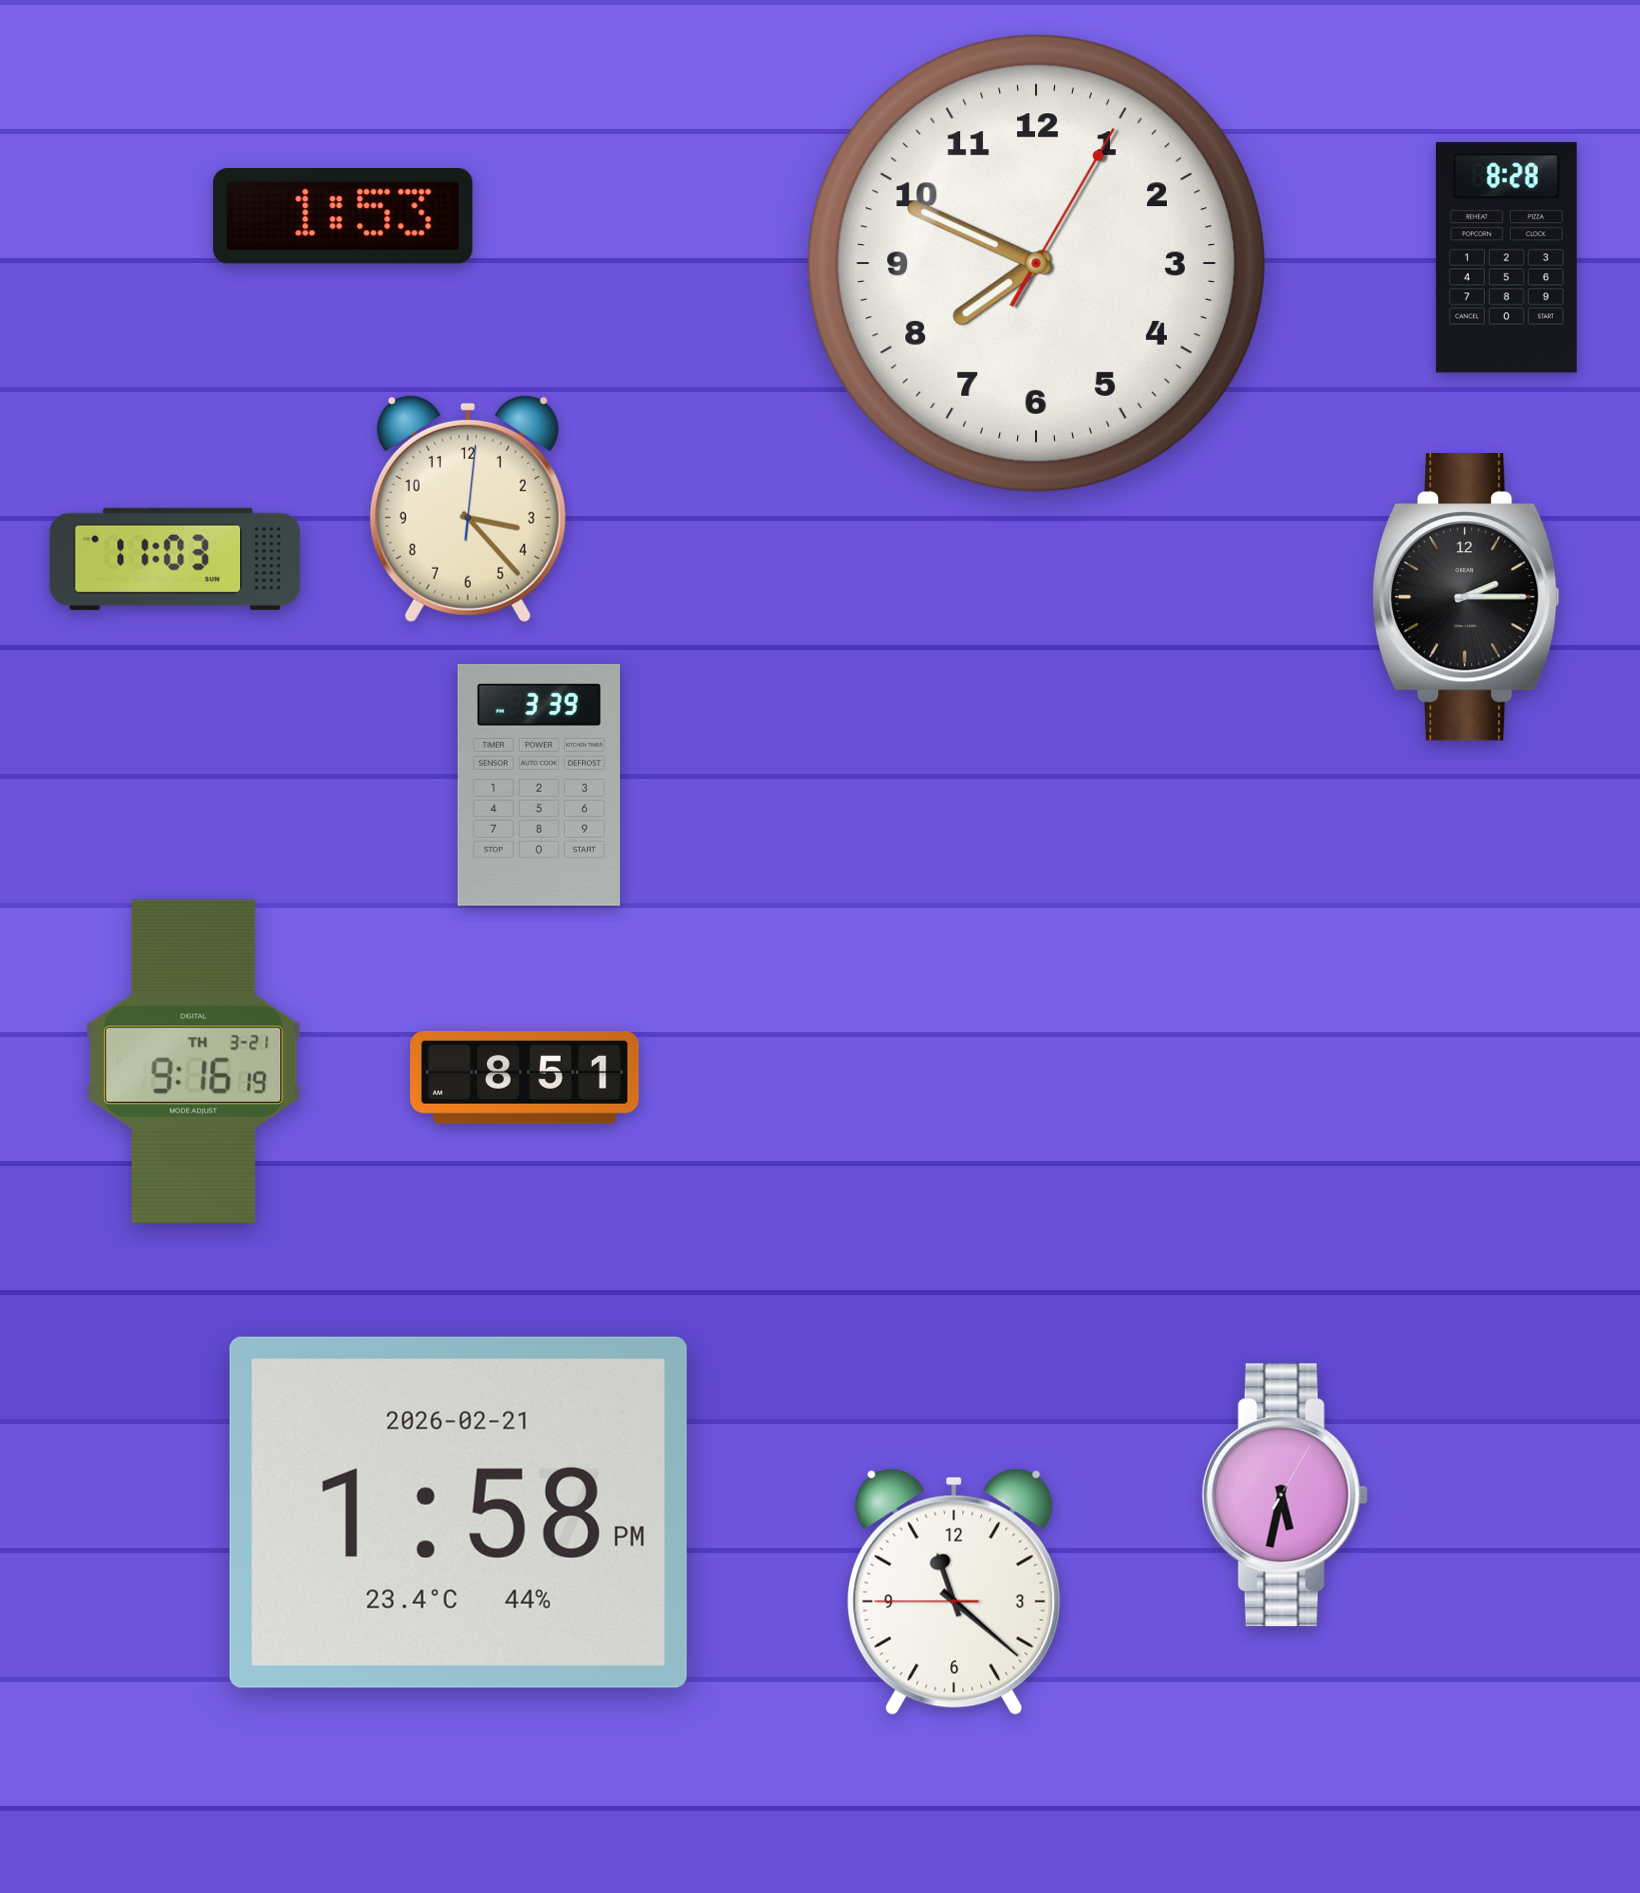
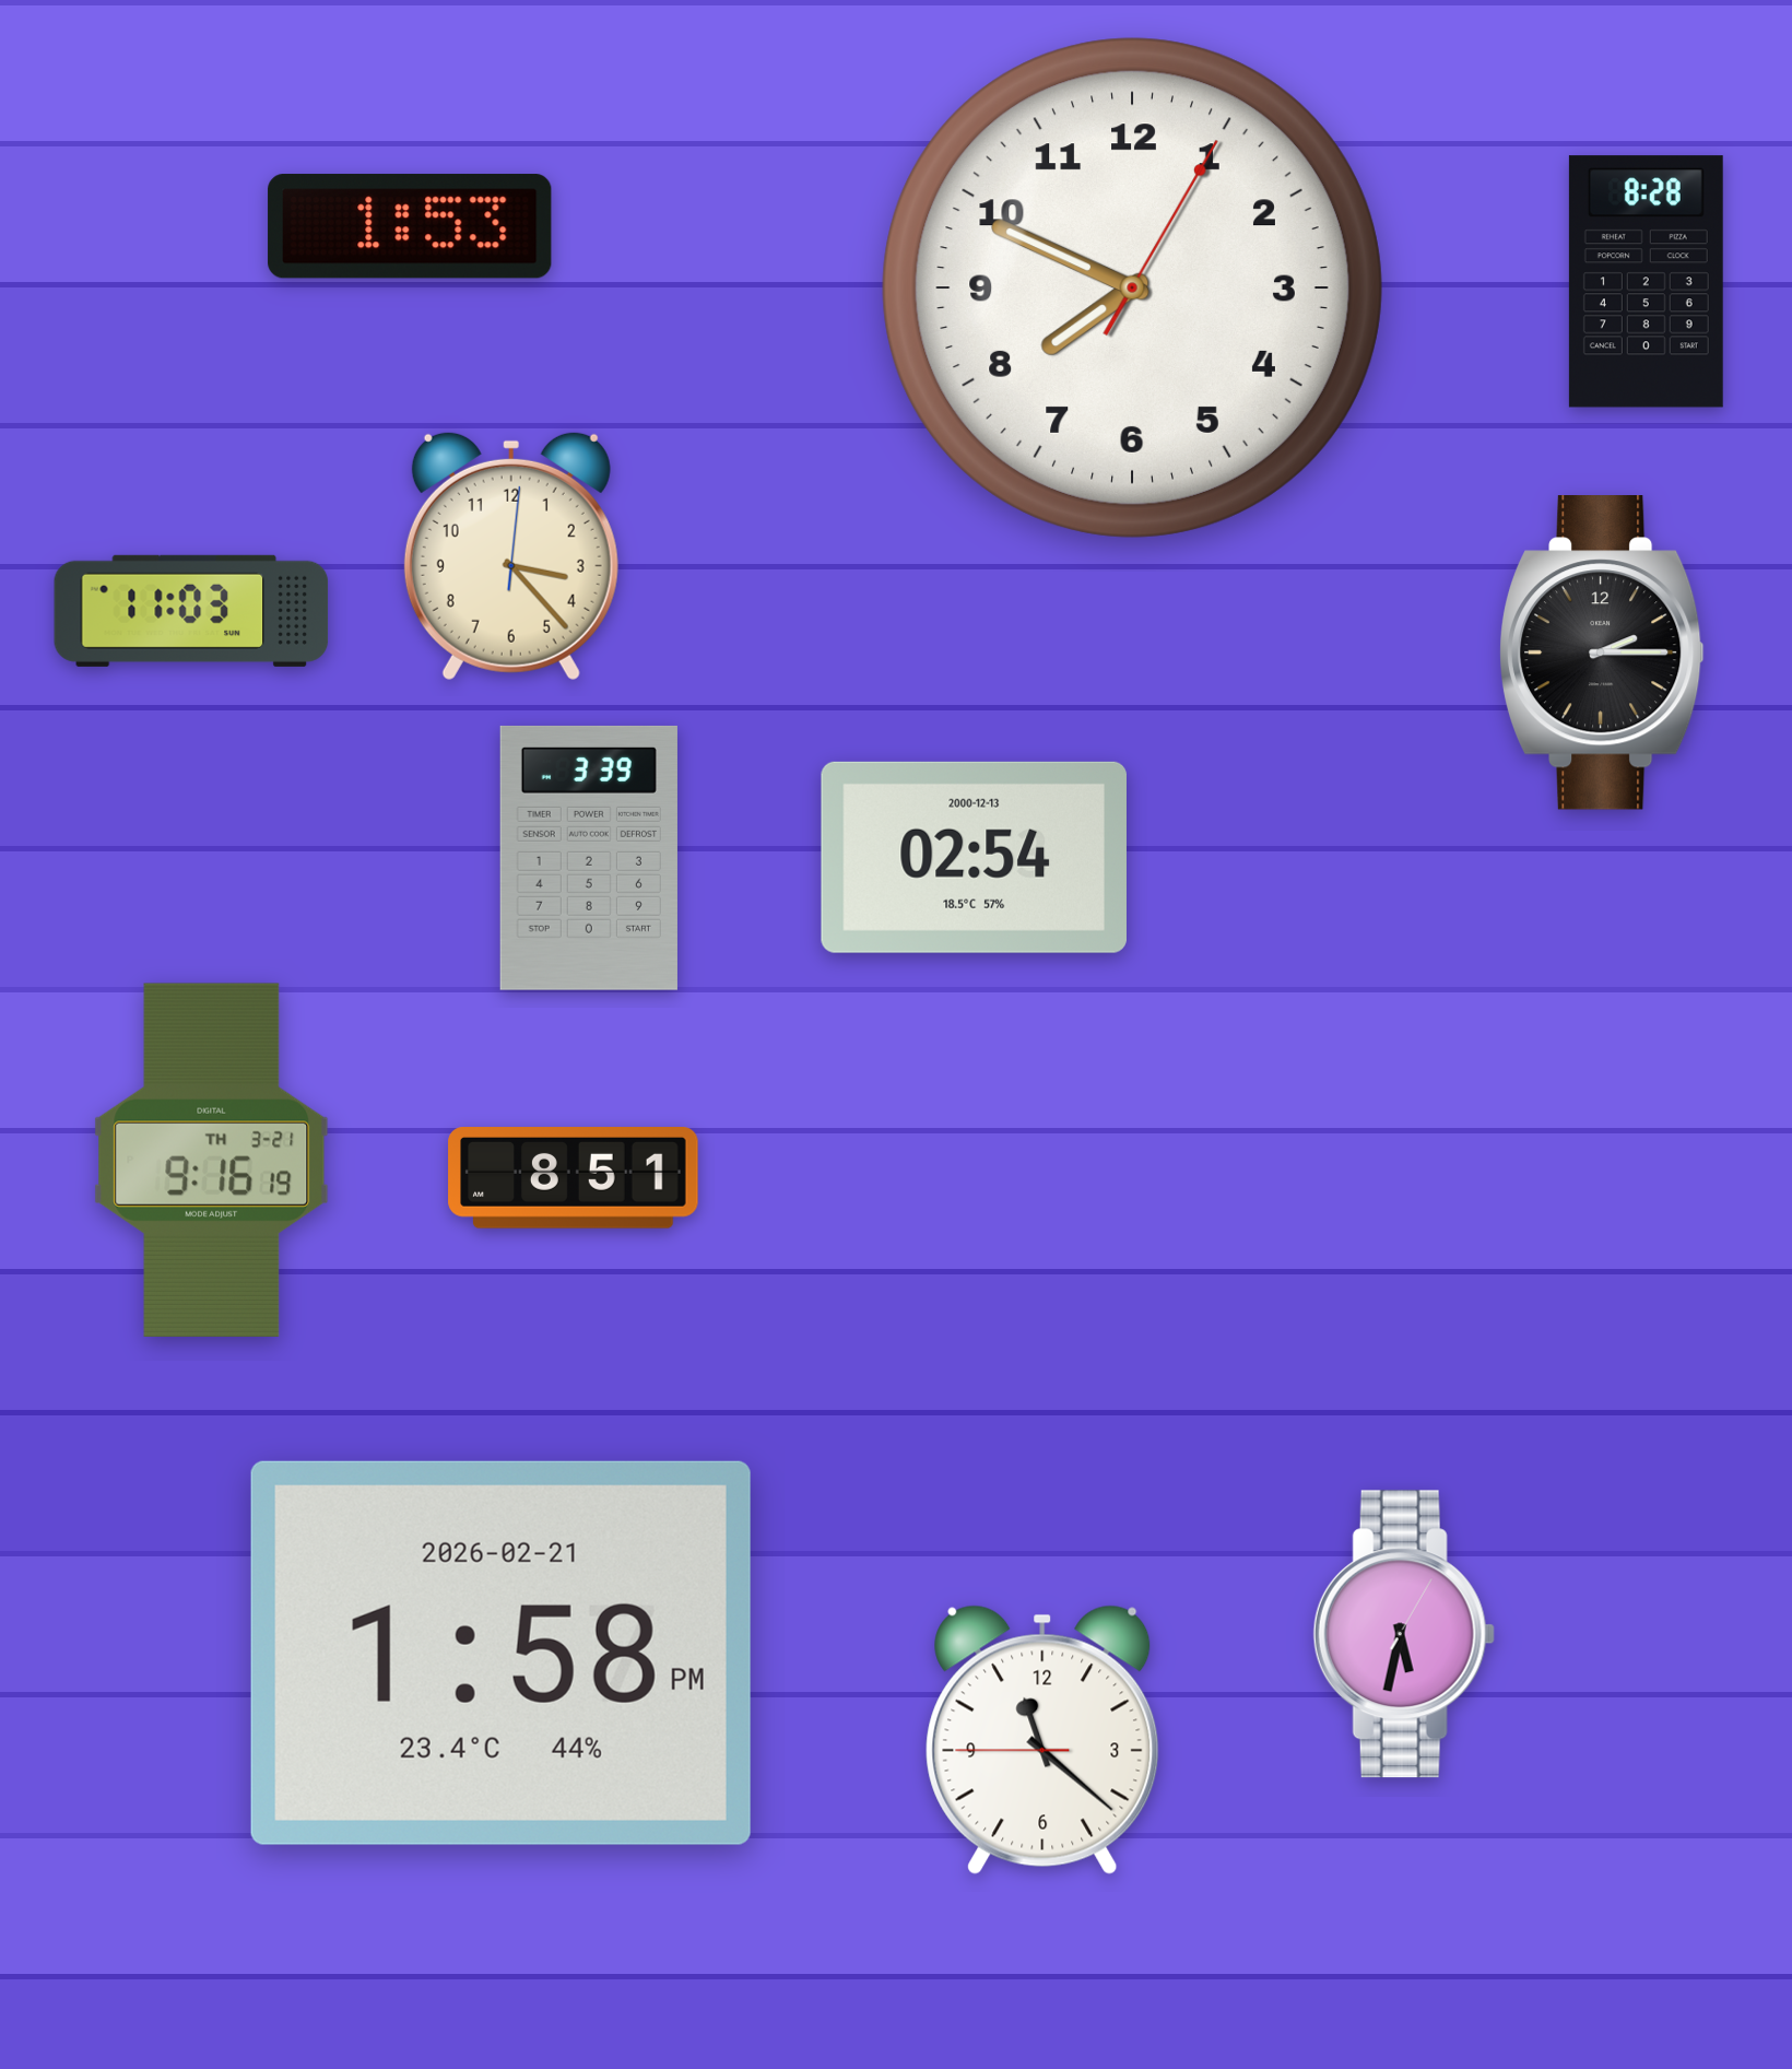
clock at (343, 216) position: (343, 216) -> (410, 226)
clock at (974, 857): none -> 02:54
